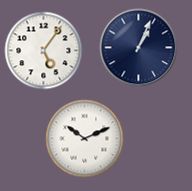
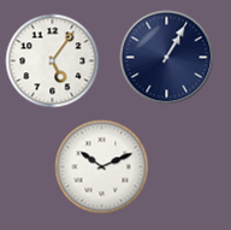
clock at (138, 47): 1:04 -> 1:05
